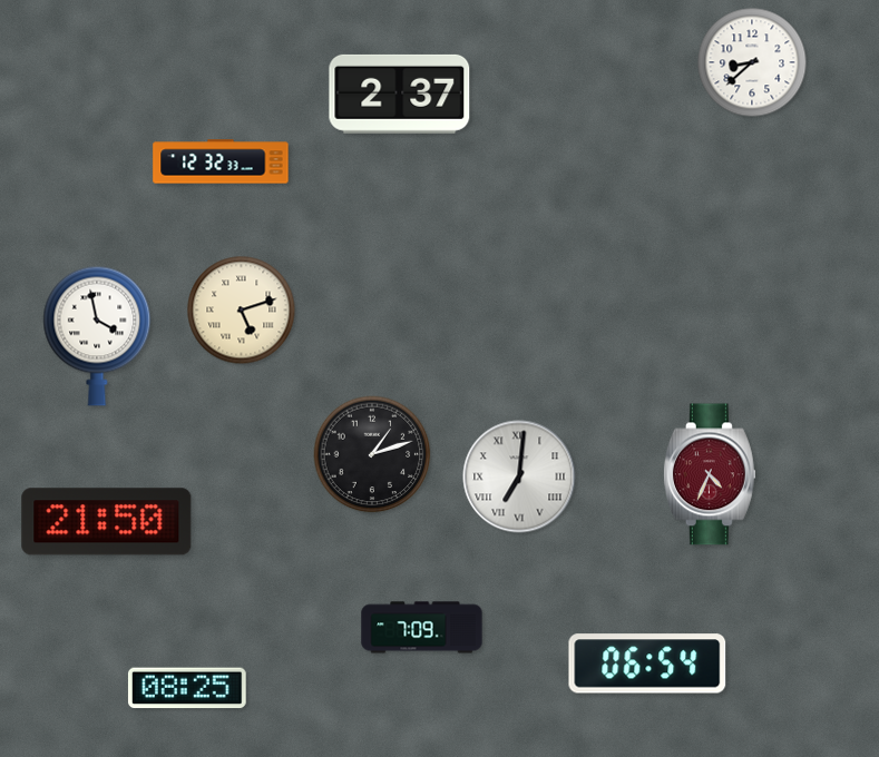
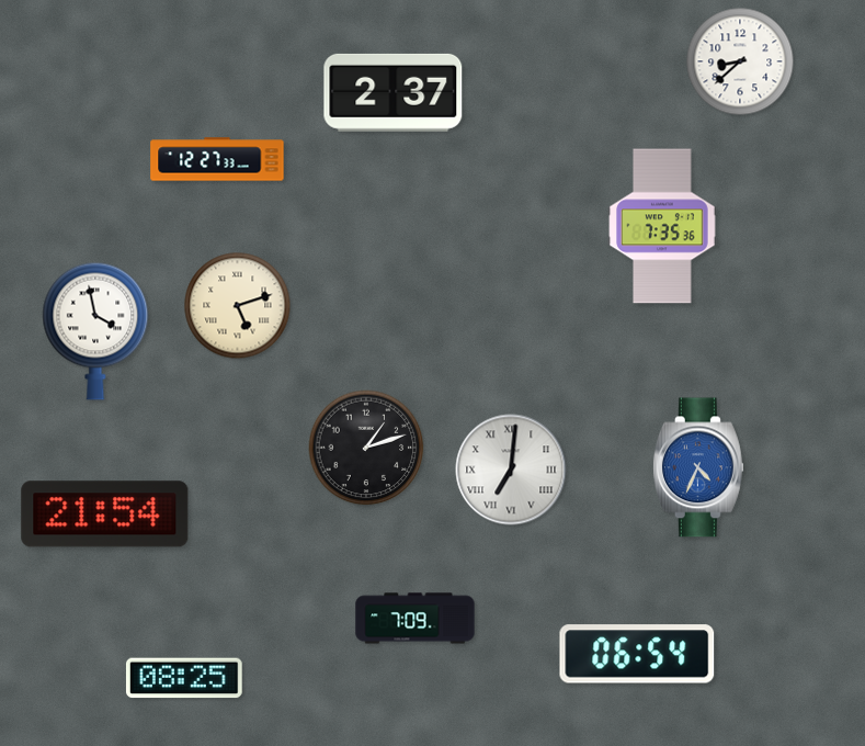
clock at (221, 161): 12:32 -> 12:27
clock at (662, 226): none -> 7:35
clock at (710, 474) dial: burgundy -> blue
clock at (107, 522): 21:50 -> 21:54
